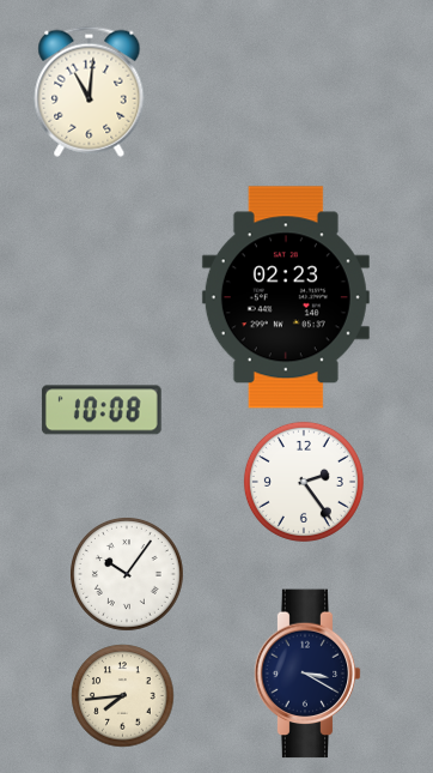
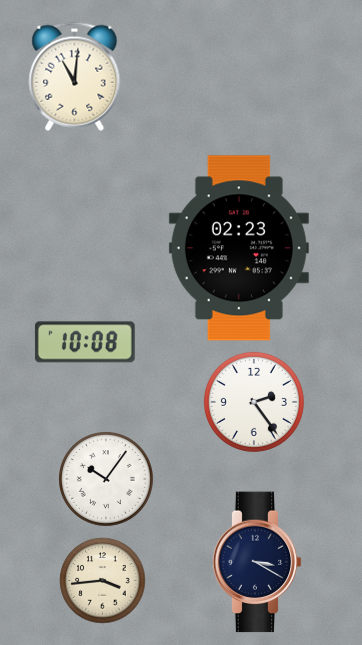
clock at (122, 695): 7:44 -> 3:44
